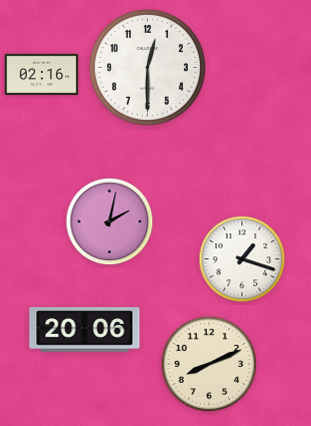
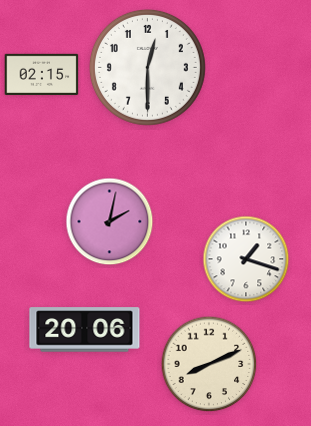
clock at (42, 74): 02:16 -> 02:15
clock at (242, 259) position: (242, 259) -> (246, 259)
